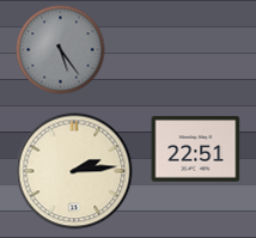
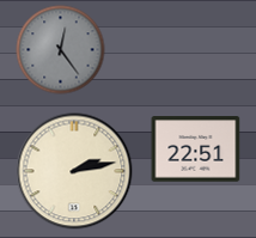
clock at (61, 50): 5:24 -> 12:24
clock at (74, 171): 2:14 -> 2:13
